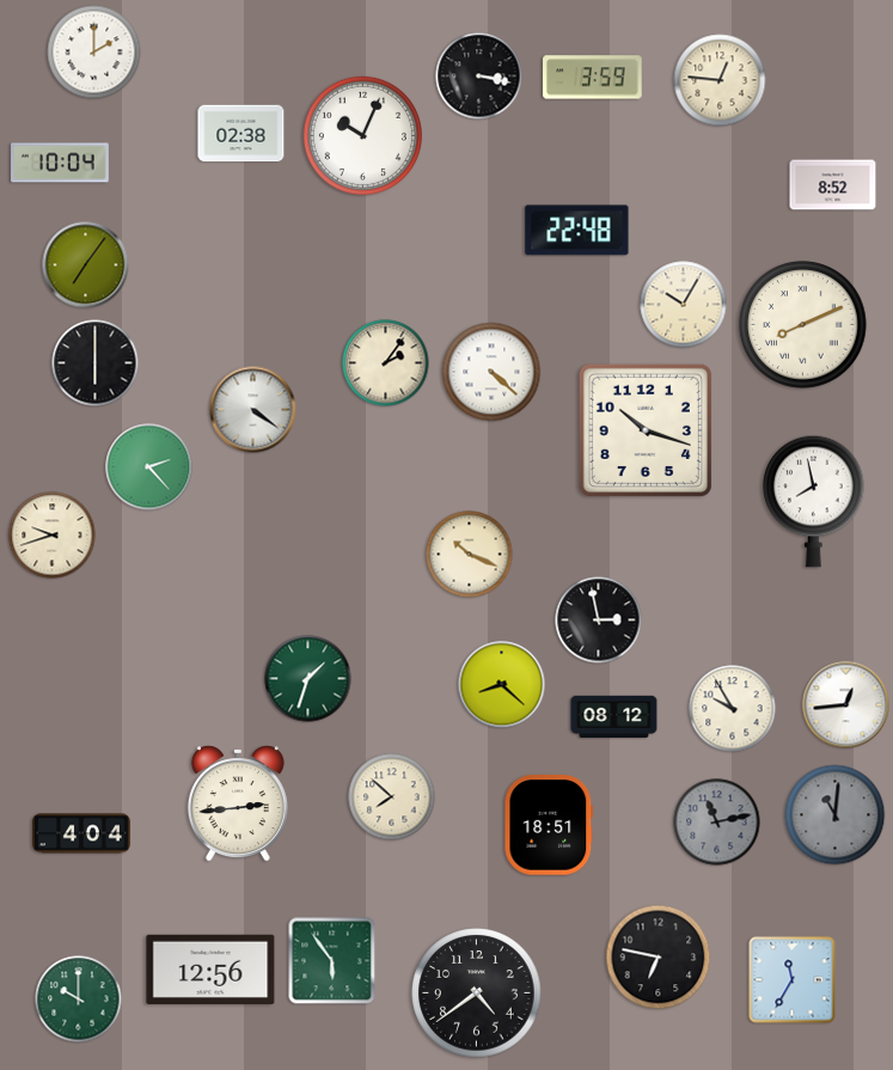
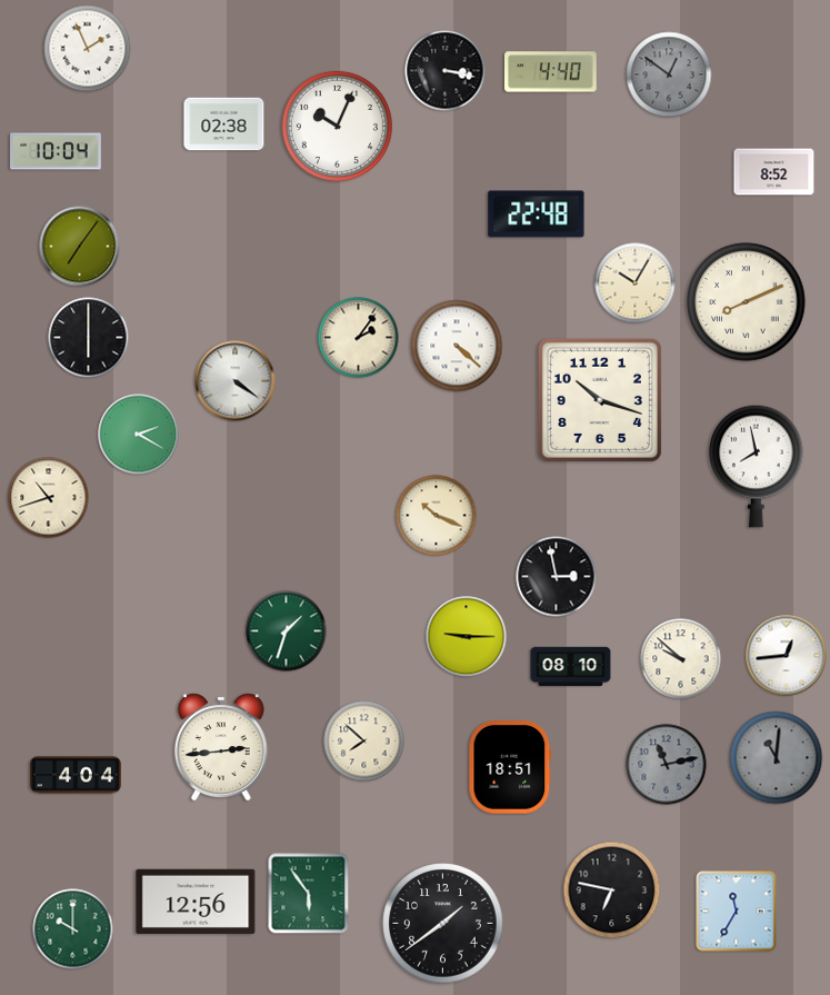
clock at (94, 53): 2:00 -> 1:56
clock at (593, 78): 3:59 -> 4:40
clock at (720, 80): 12:46 -> 12:51
clock at (720, 80) dial: cream -> grey
clock at (149, 467): 2:23 -> 2:20
clock at (53, 536): 9:42 -> 10:42
clock at (502, 685): 8:22 -> 9:15
clock at (733, 709): 9:55 -> 9:52
clock at (614, 717): 08:12 -> 08:10
clock at (477, 993): 4:39 -> 1:39
